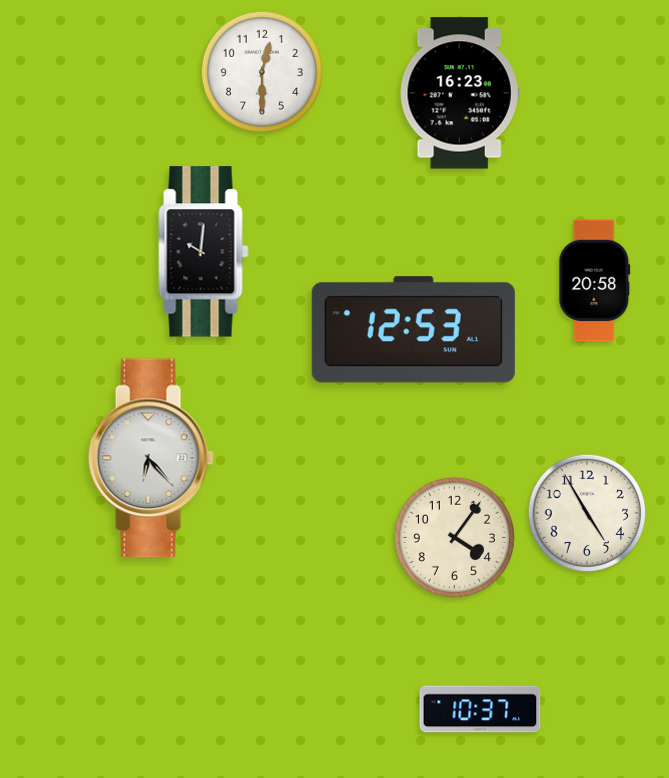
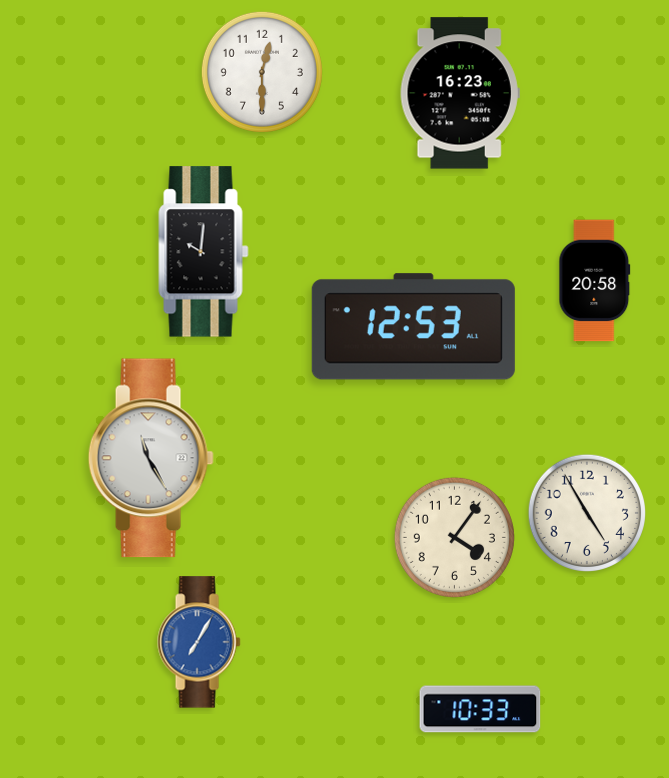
clock at (413, 330) position: (413, 330) -> (413, 327)
clock at (151, 458): 6:23 -> 11:25
clock at (199, 642): none -> 7:05
clock at (480, 709): 10:37 -> 10:33
